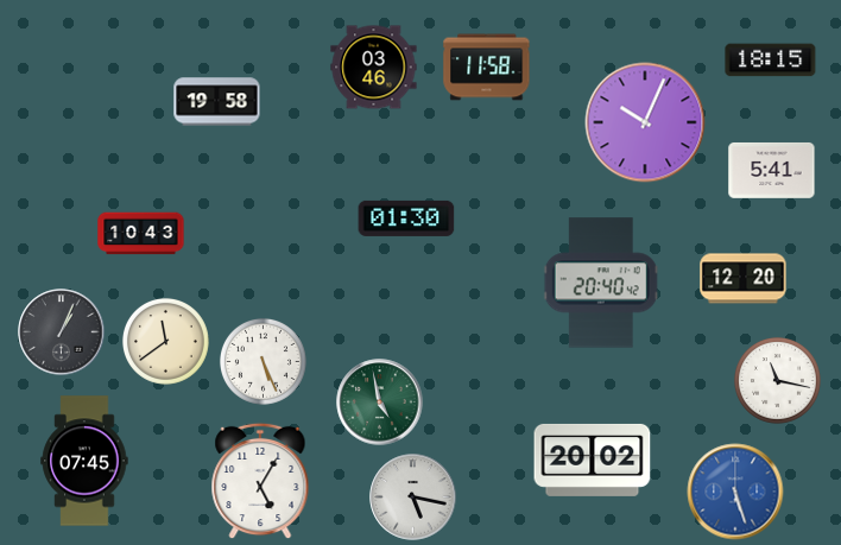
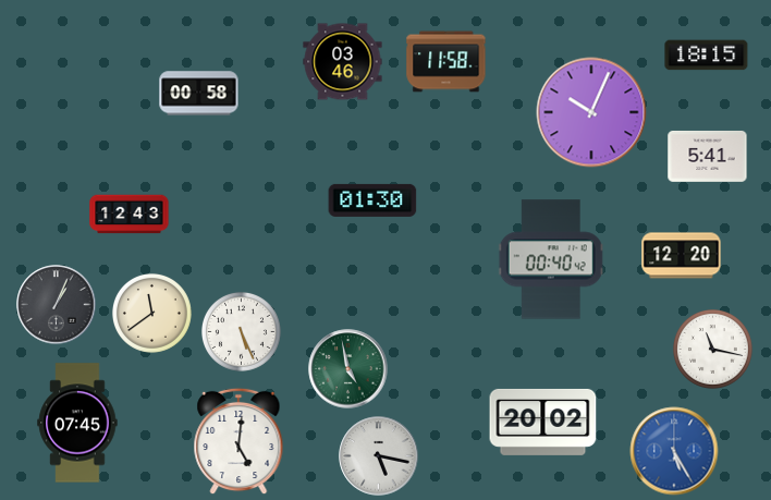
clock at (217, 102): 19:58 -> 00:58
clock at (141, 234): 10:43 -> 12:43
clock at (601, 283): 20:40 -> 00:40
clock at (260, 481): 5:05 -> 5:01
clock at (735, 492): 5:27 -> 5:25
